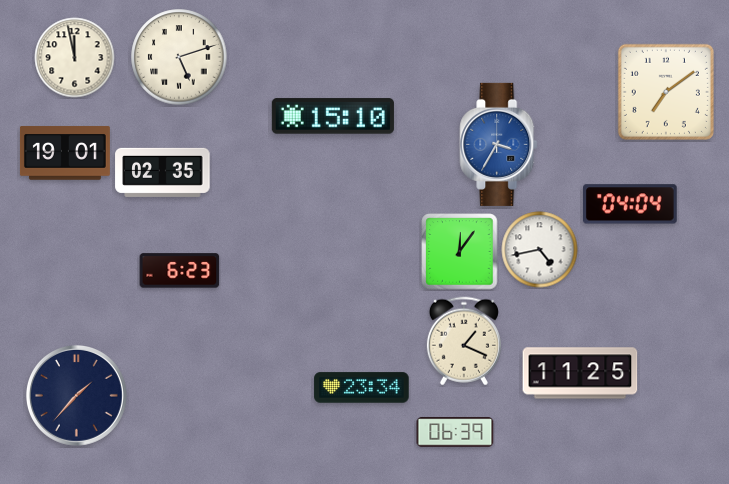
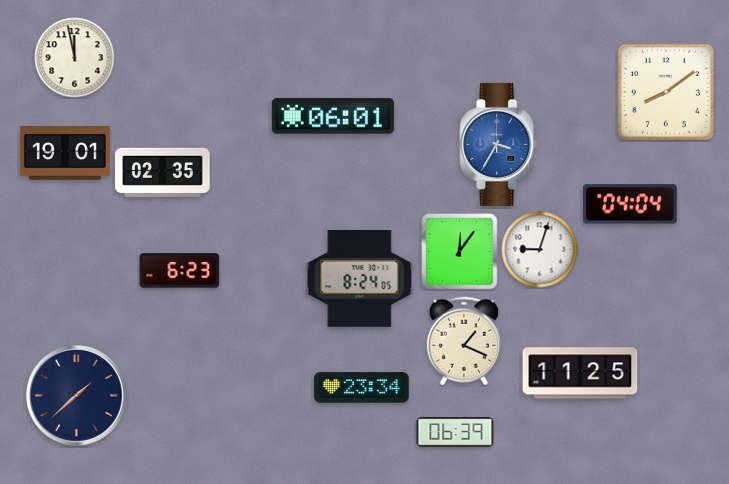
clock at (179, 57): 5:12 -> none
clock at (666, 92): 7:09 -> 8:09
clock at (333, 116): 15:10 -> 06:01
clock at (540, 250): 4:43 -> 9:03
clock at (360, 278): none -> 8:24
clock at (76, 395): 1:37 -> 1:38
